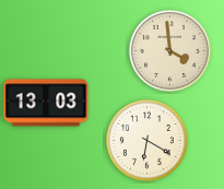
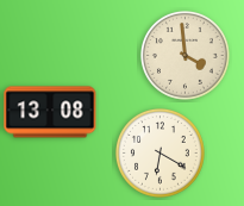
clock at (46, 103): 13:03 -> 13:08
